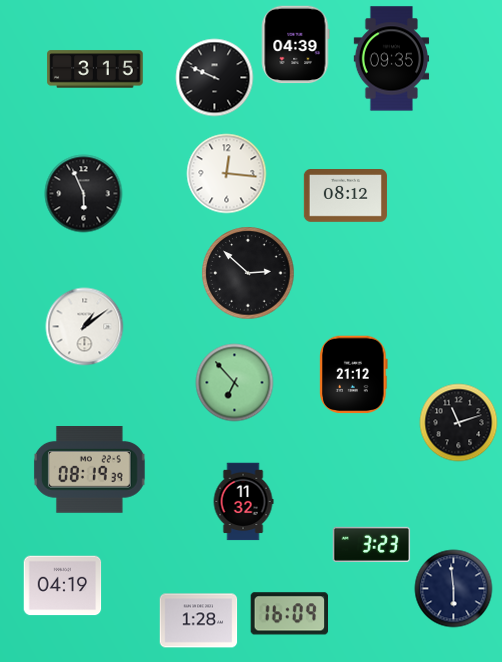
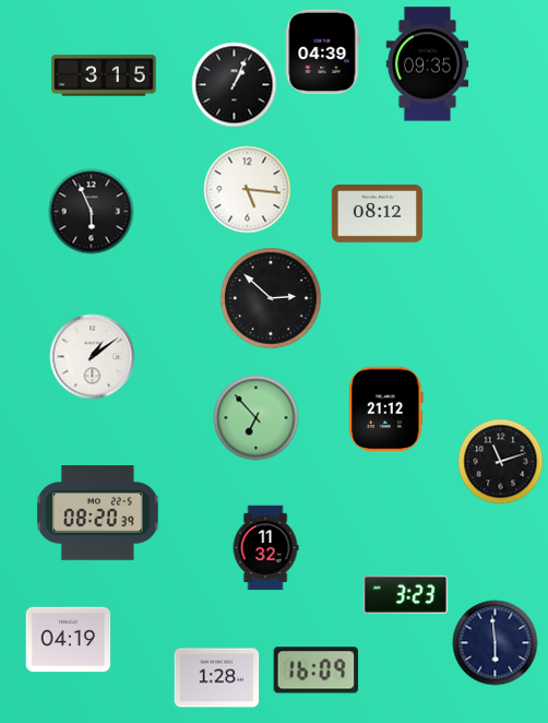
clock at (295, 44) position: (295, 44) -> (322, 51)
clock at (214, 77): 9:49 -> 1:04
clock at (226, 173): 12:16 -> 5:16
clock at (89, 470): 08:19 -> 08:20
